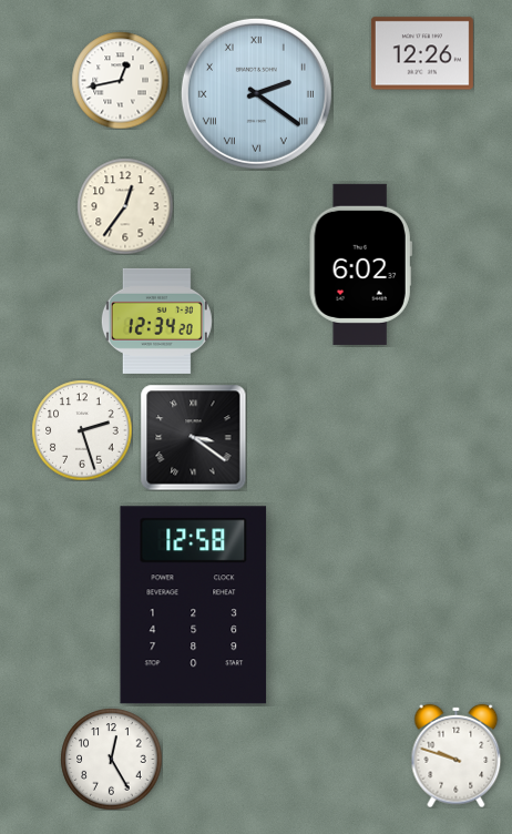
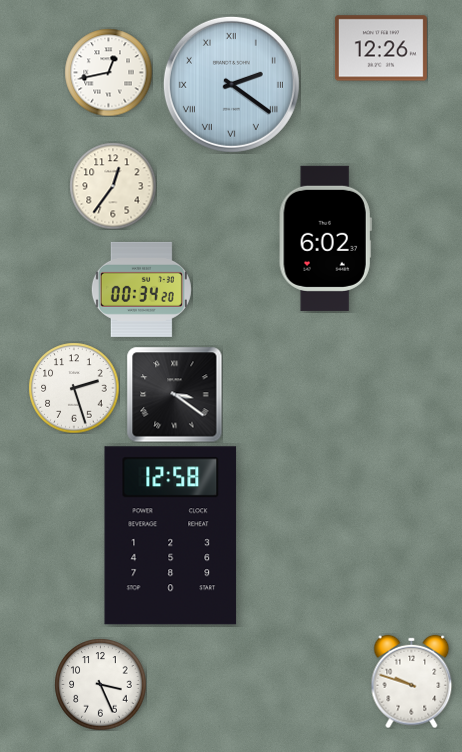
clock at (156, 321): 12:34 -> 00:34
clock at (194, 606) position: (194, 606) -> (171, 536)
clock at (111, 759): 12:25 -> 3:26
